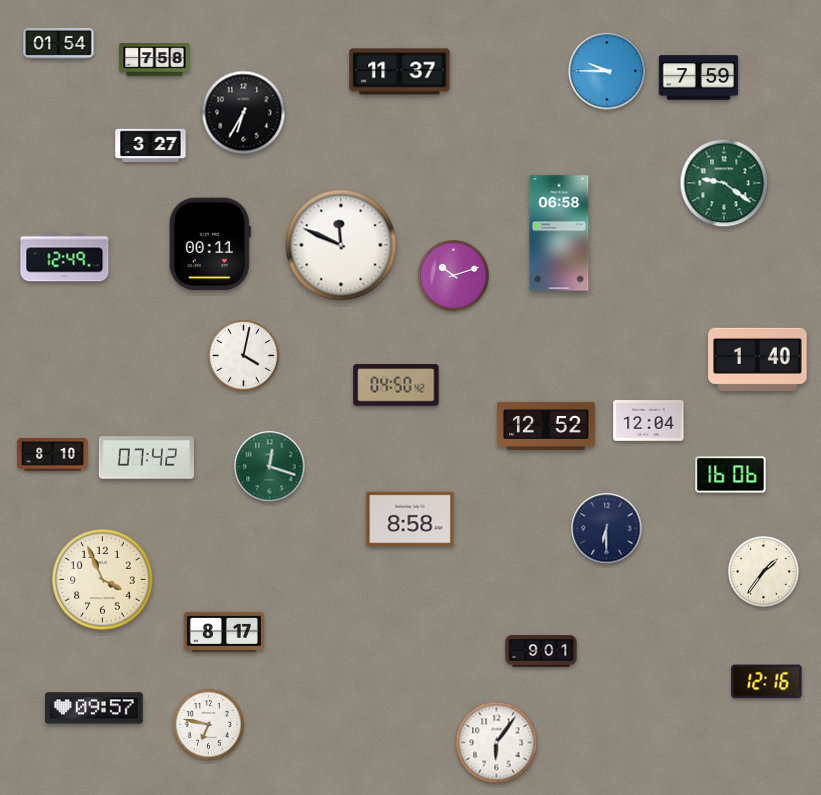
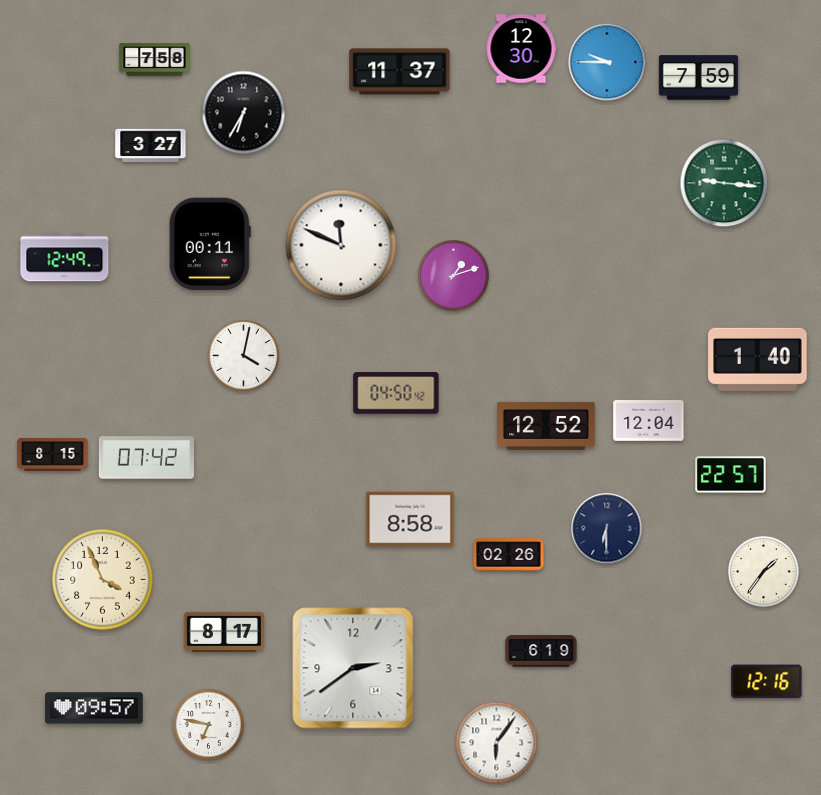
clock at (59, 43): 01:54 -> none
clock at (521, 49): none -> 12:30
clock at (607, 71) position: (607, 71) -> (607, 62)
clock at (724, 183): 9:21 -> 9:16
clock at (559, 233): 06:58 -> none
clock at (454, 276): 10:12 -> 1:12
clock at (396, 385) position: (396, 385) -> (396, 393)
clock at (53, 455): 8:10 -> 8:15
clock at (270, 467): 12:18 -> none
clock at (731, 475): 16:06 -> 22:57
clock at (509, 555): none -> 02:26
clock at (541, 651): 9:01 -> 6:19
clock at (353, 668): none -> 2:39
